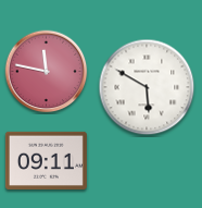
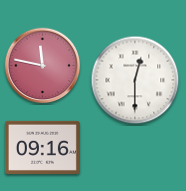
clock at (147, 87): 5:50 -> 12:30
clock at (46, 160): 09:11 -> 09:16
